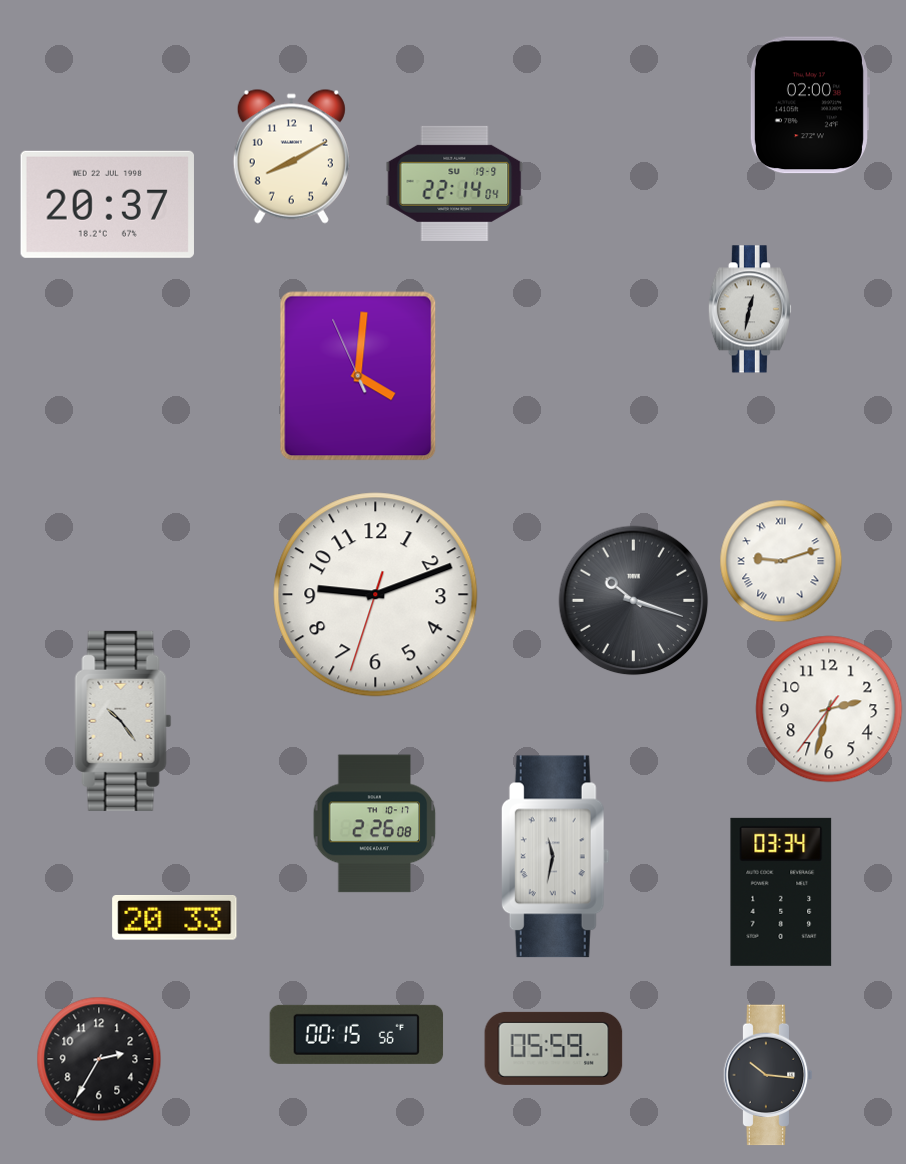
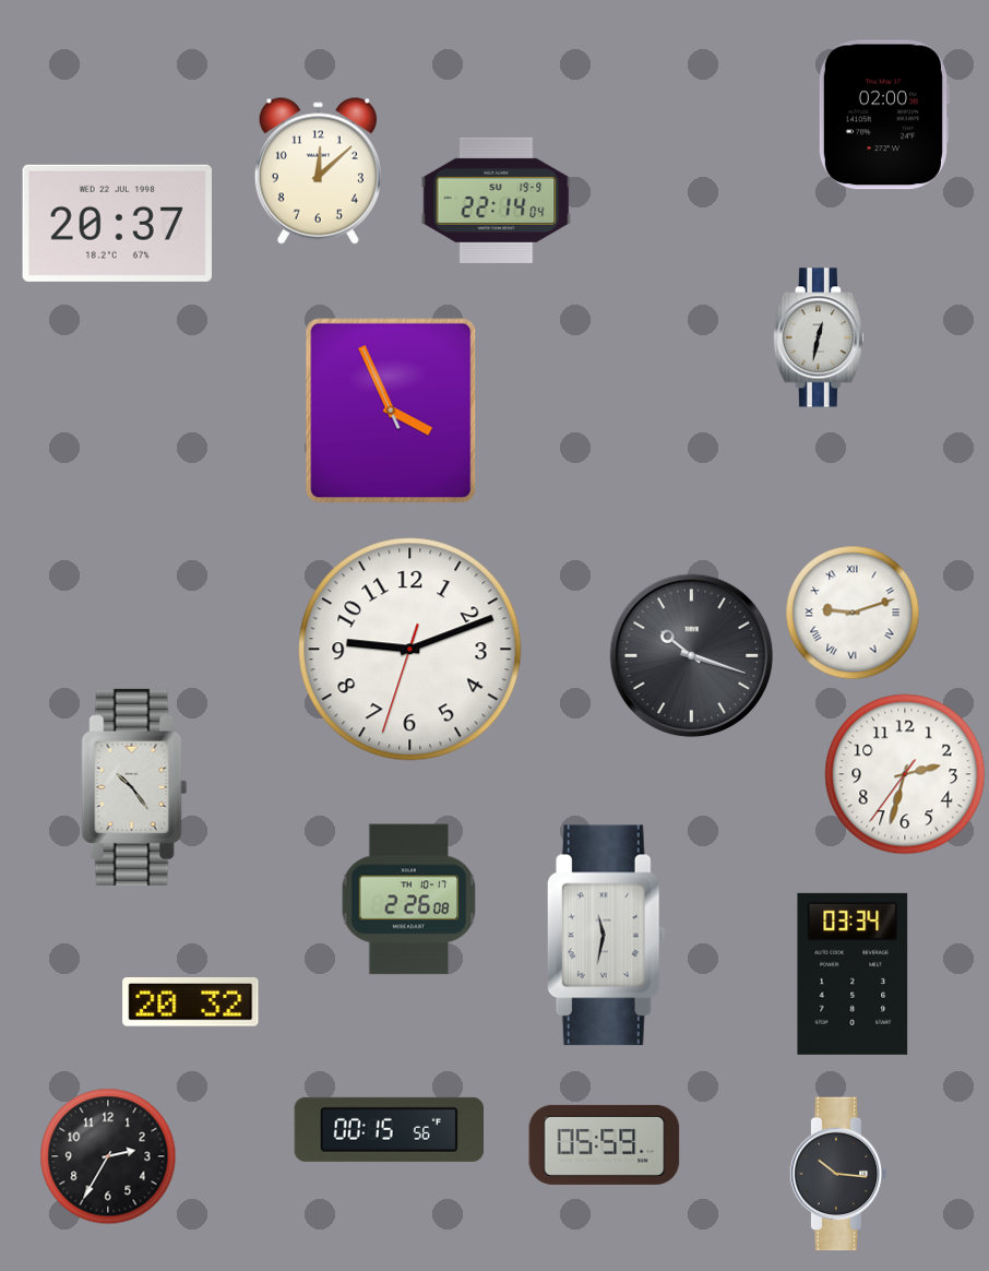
clock at (291, 156): 8:10 -> 12:08
clock at (358, 376): 4:00 -> 3:55
clock at (175, 918): 20:33 -> 20:32
